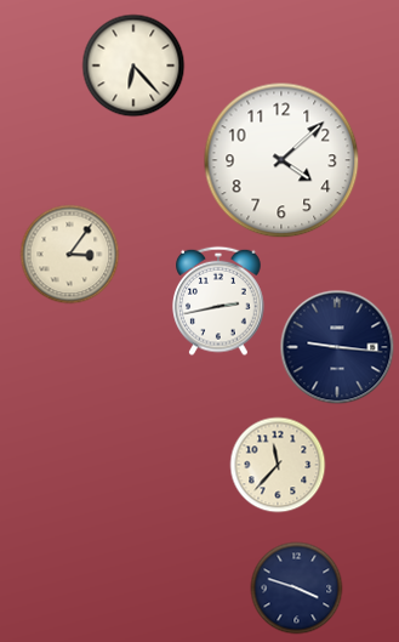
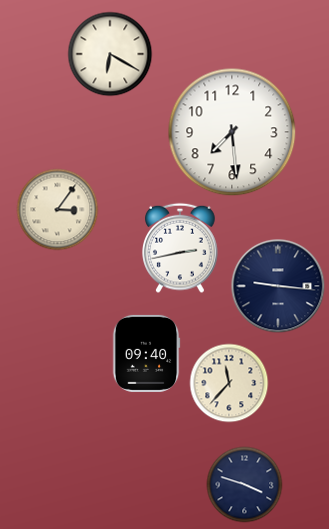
clock at (133, 66): 6:23 -> 6:20
clock at (281, 160): 4:08 -> 7:29
clock at (146, 353): none -> 09:40
